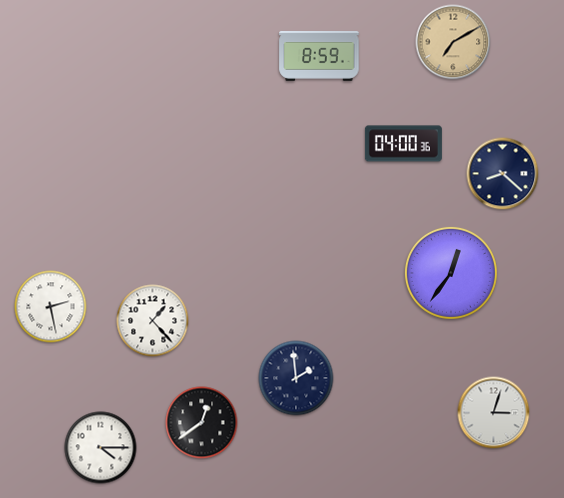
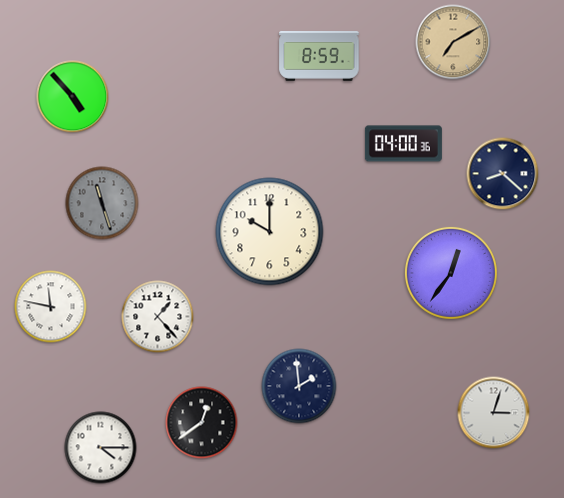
clock at (73, 97): none -> 4:53
clock at (102, 203): none -> 11:27
clock at (270, 232): none -> 10:00
clock at (51, 307): 2:28 -> 11:47
clock at (153, 321) position: (153, 321) -> (158, 317)
clock at (296, 378) position: (296, 378) -> (299, 386)
